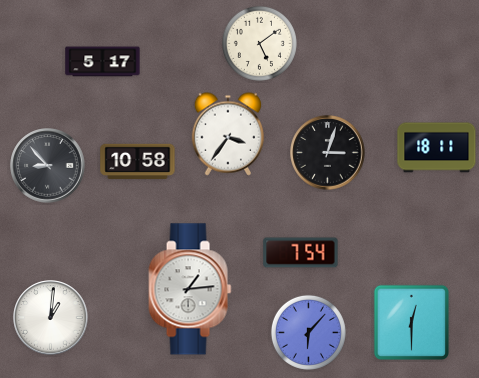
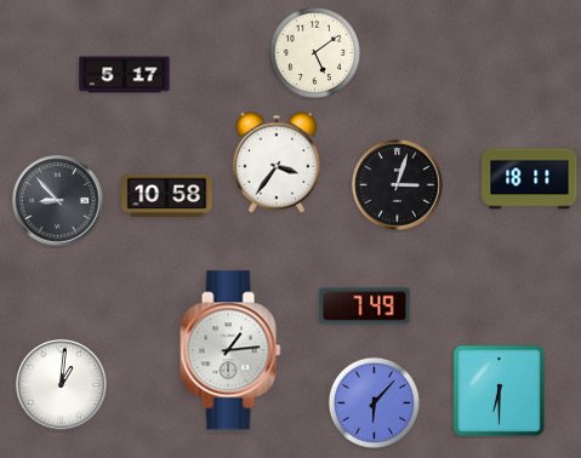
clock at (301, 253): 7:54 -> 7:49
clock at (411, 322): 12:30 -> 6:30
